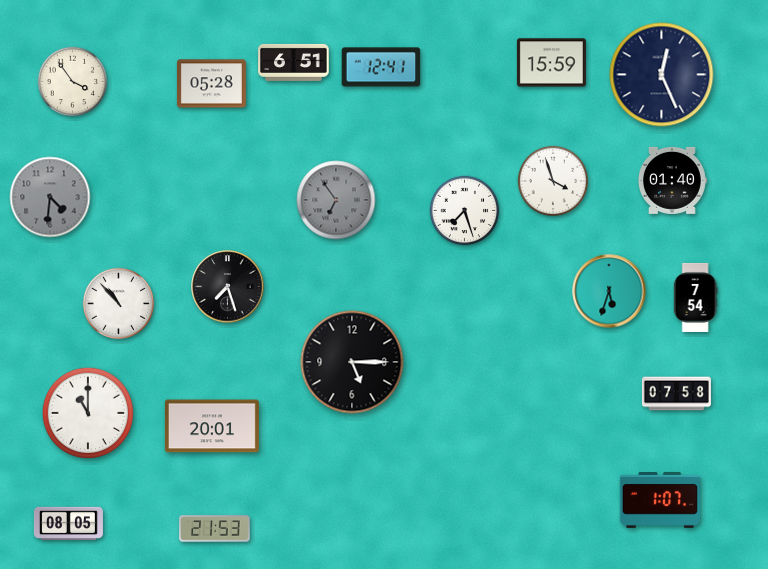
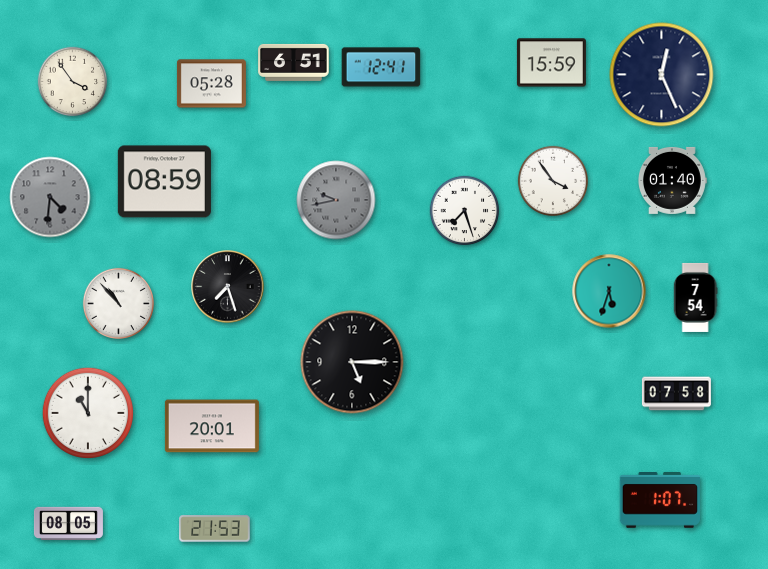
clock at (553, 181): 3:57 -> 3:54
clock at (164, 182): none -> 08:59
clock at (336, 200): 6:54 -> 9:43
